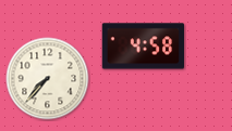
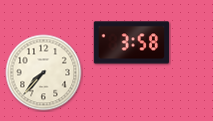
clock at (144, 47): 4:58 -> 3:58
